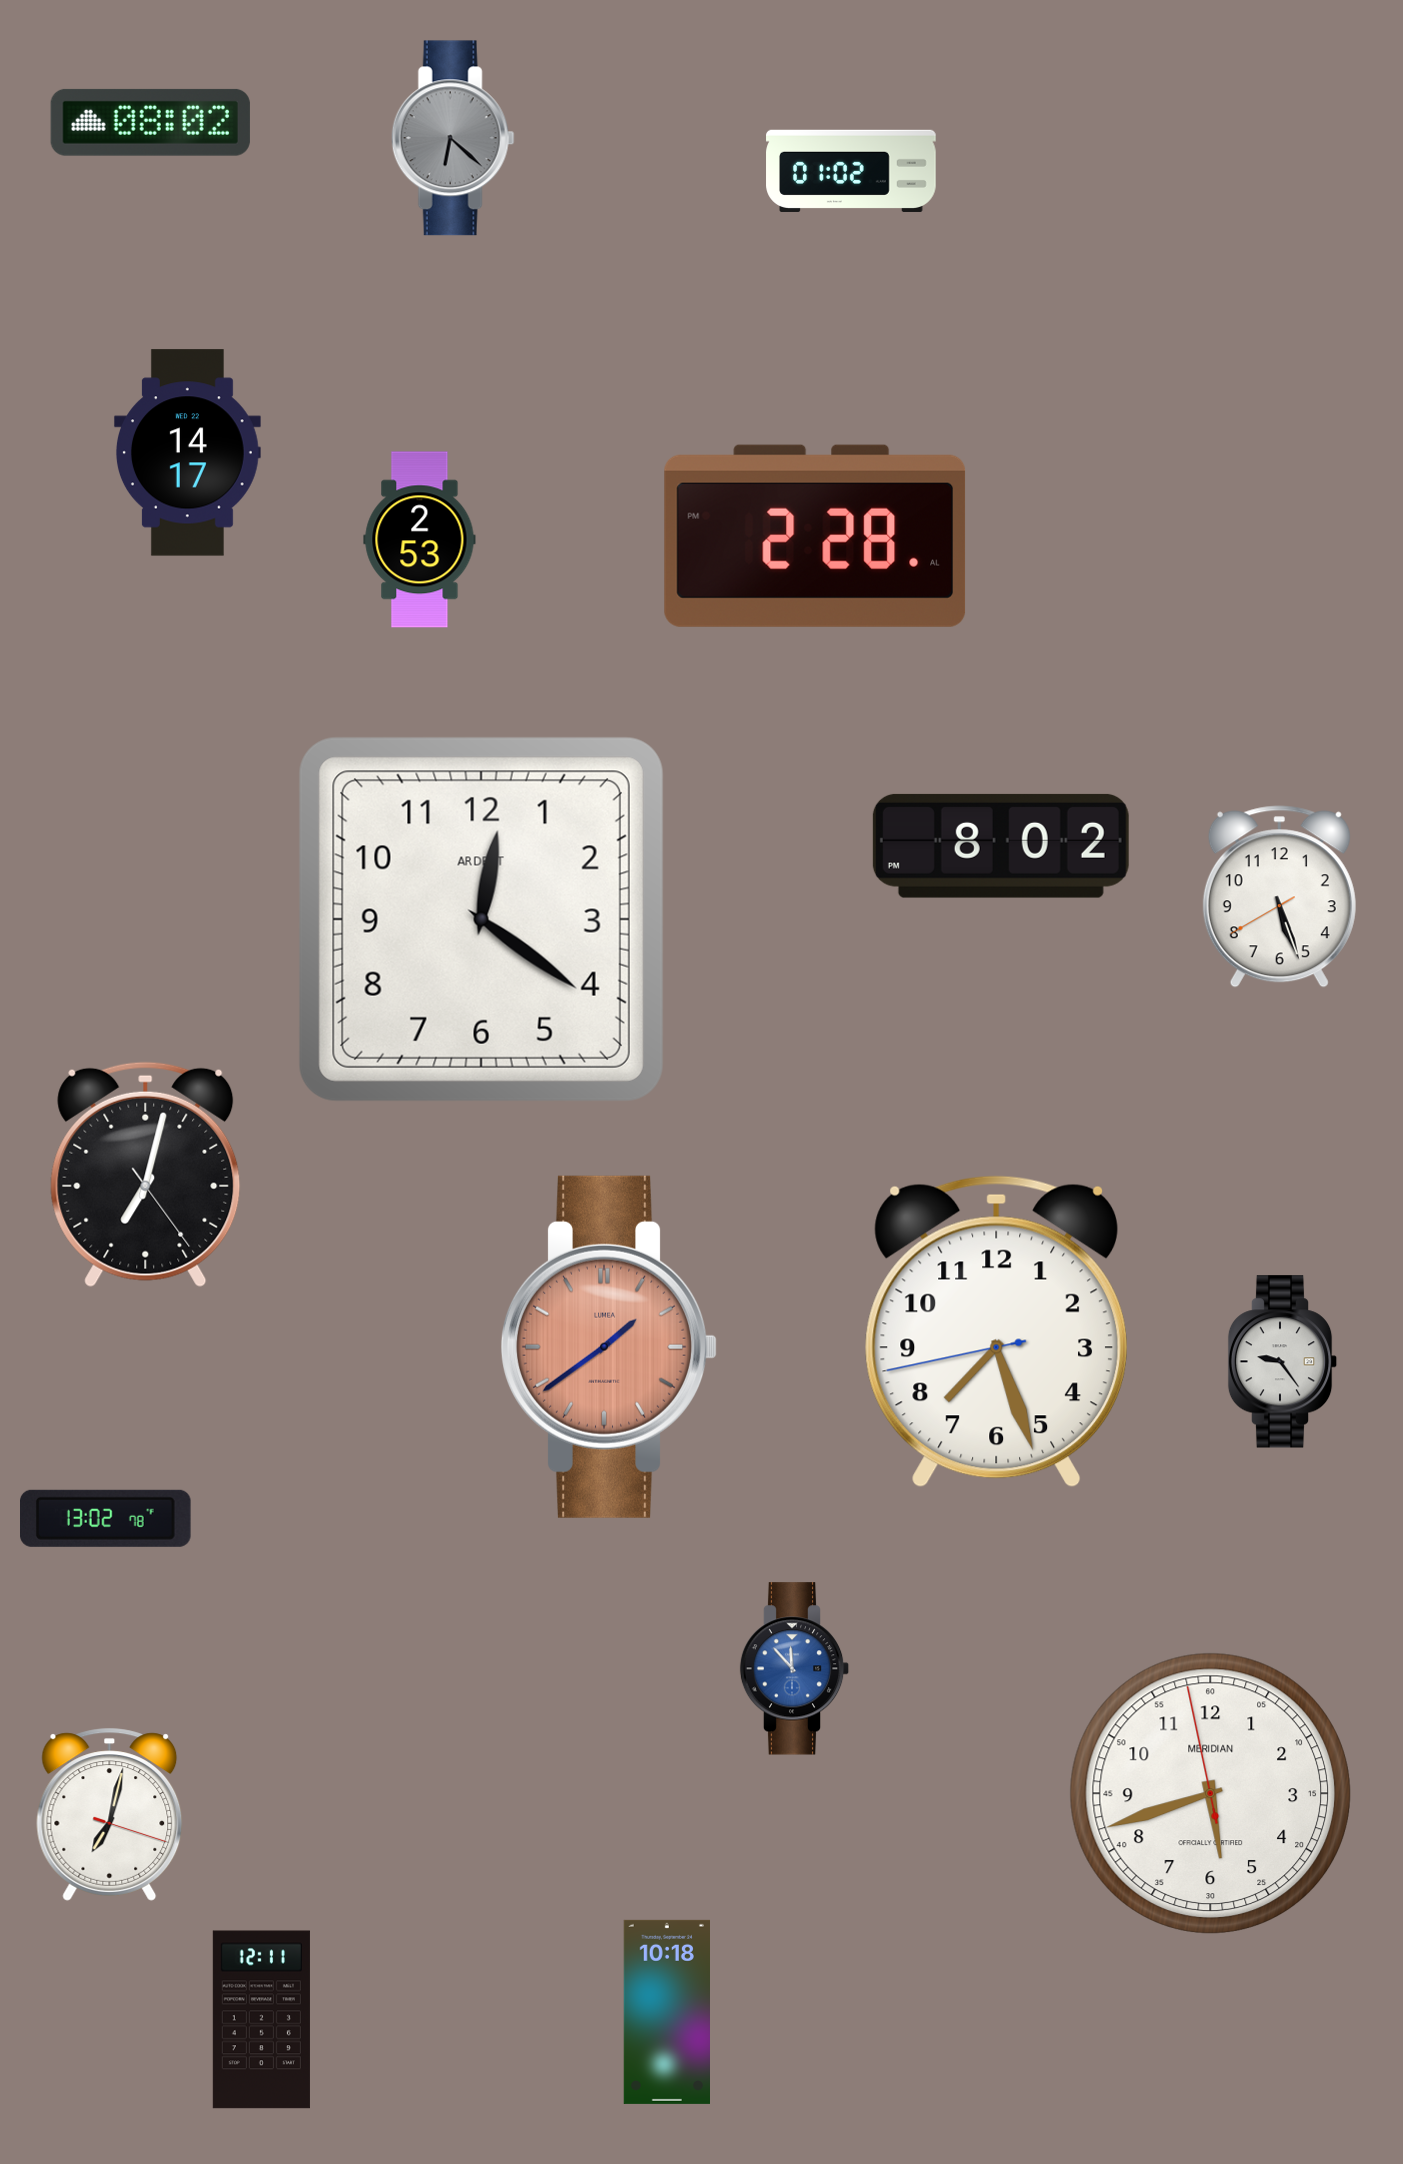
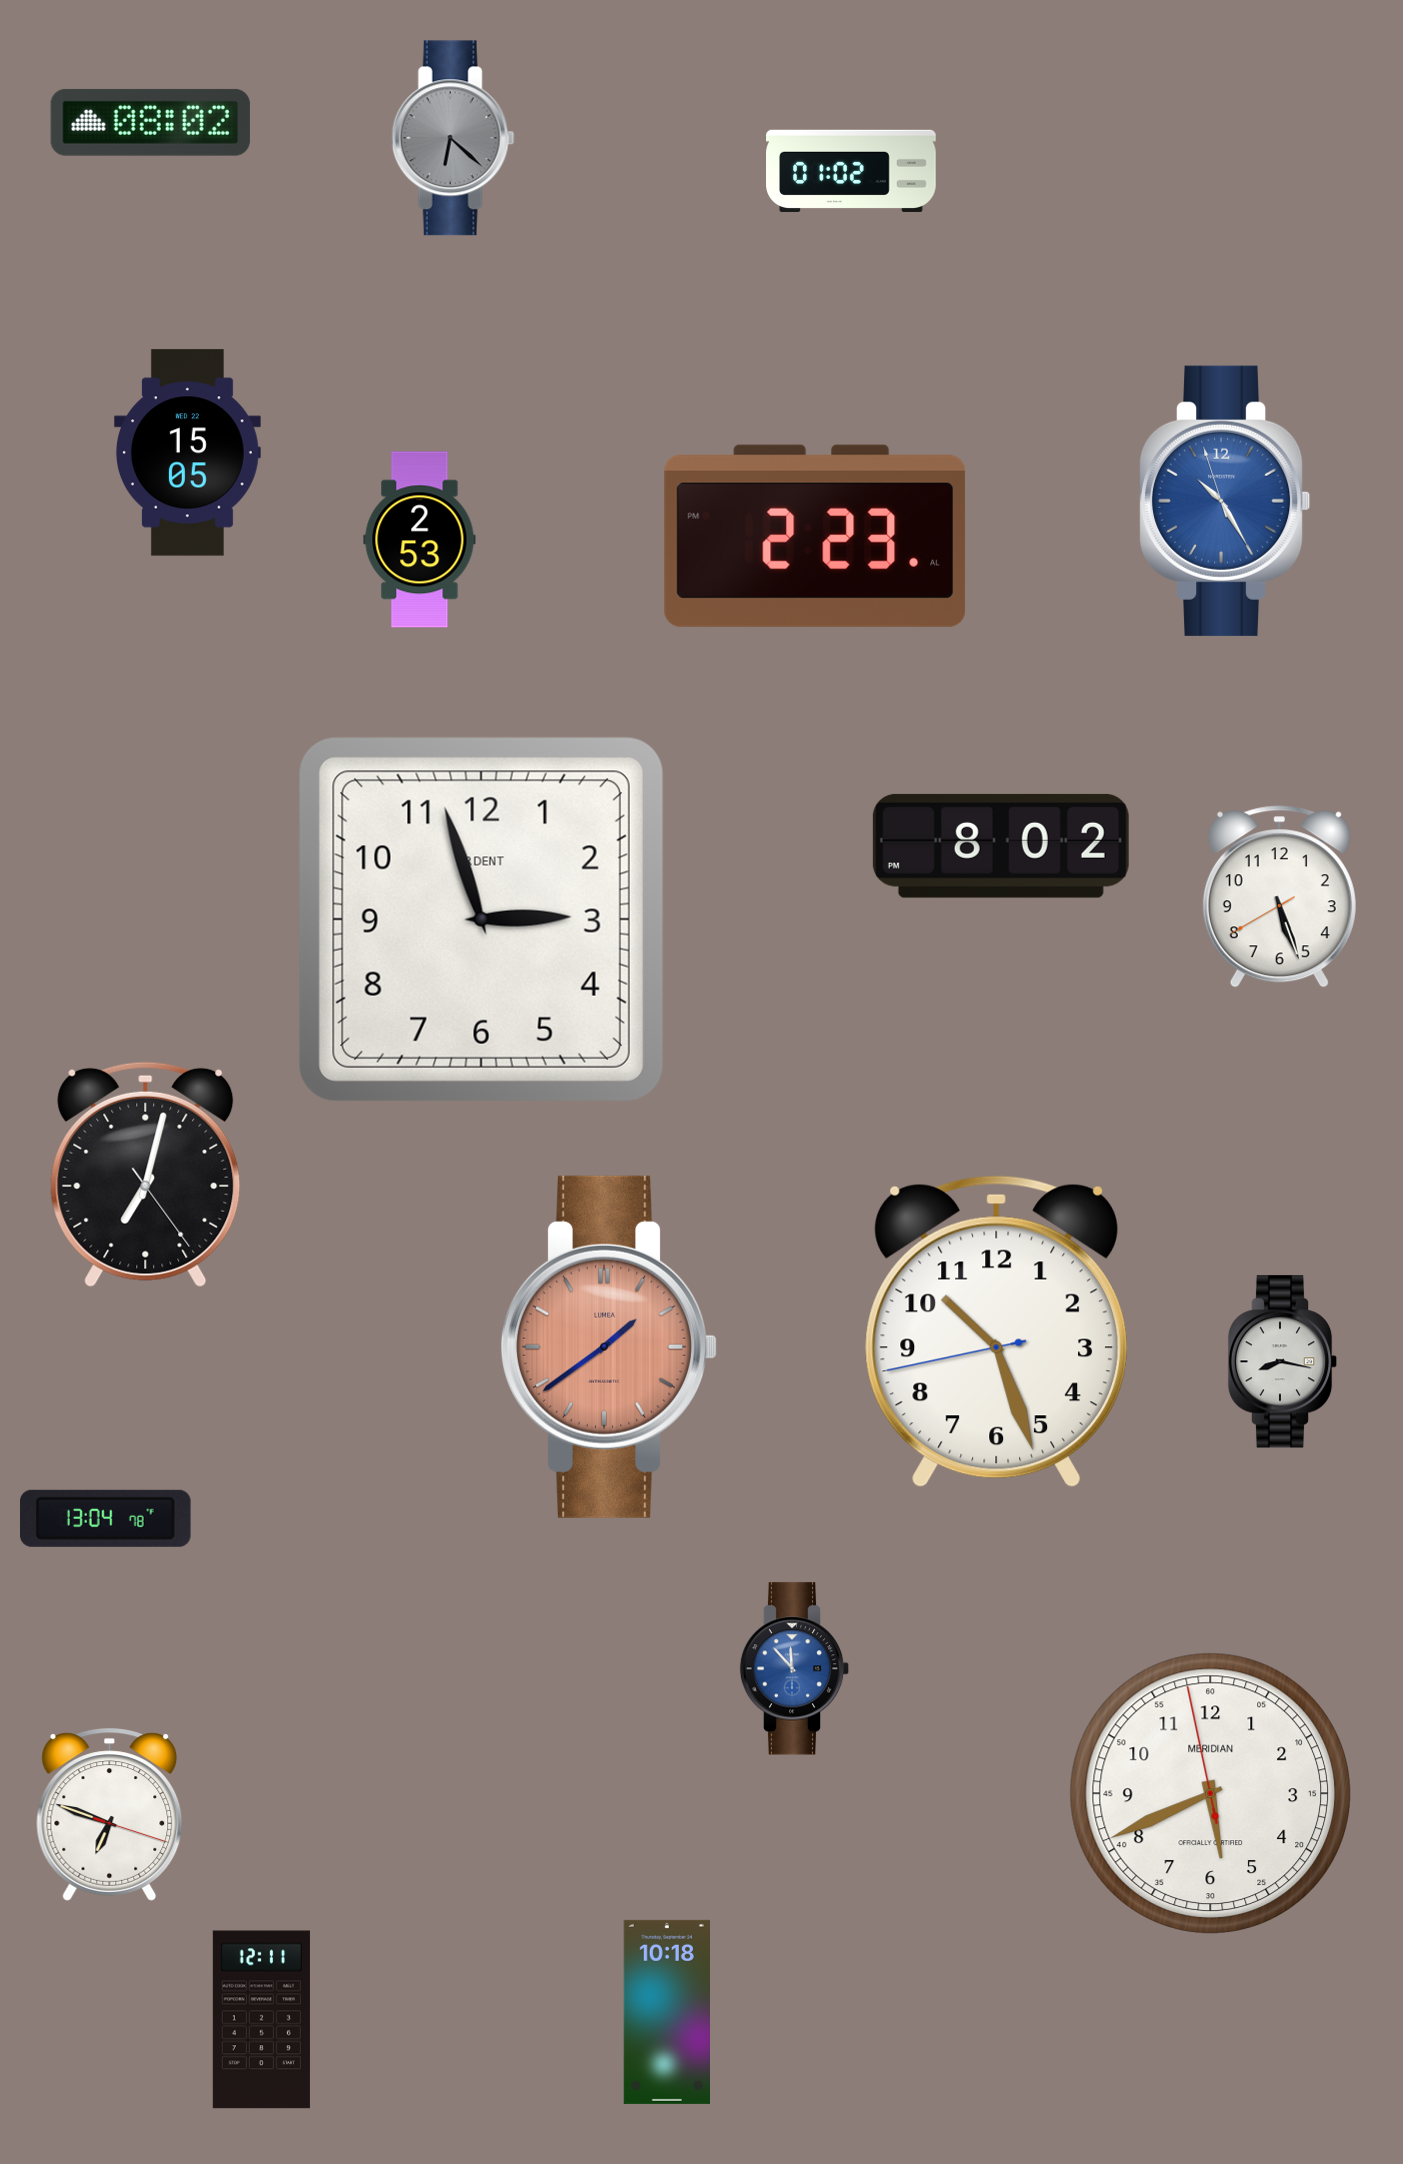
clock at (187, 453): 14:17 -> 15:05
clock at (1225, 501): none -> 10:24
clock at (815, 536): 2:28 -> 2:23
clock at (481, 919): 12:21 -> 2:57
clock at (996, 1332): 7:26 -> 10:26
clock at (1283, 1362): 9:24 -> 8:17
clock at (106, 1518): 13:02 -> 13:04
clock at (1210, 1793): 5:41 -> 5:40
clock at (110, 1814): 7:02 -> 6:48
